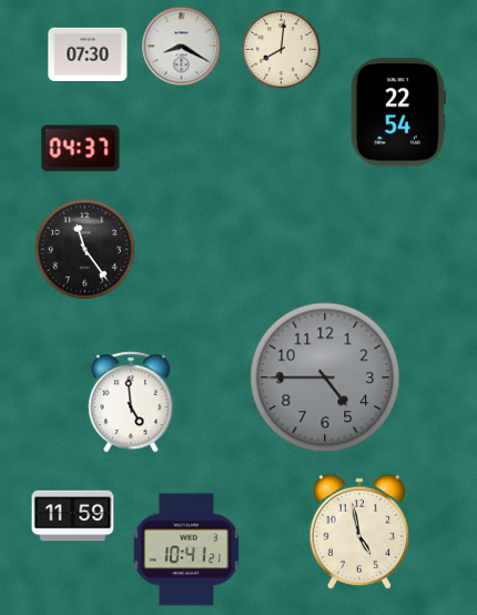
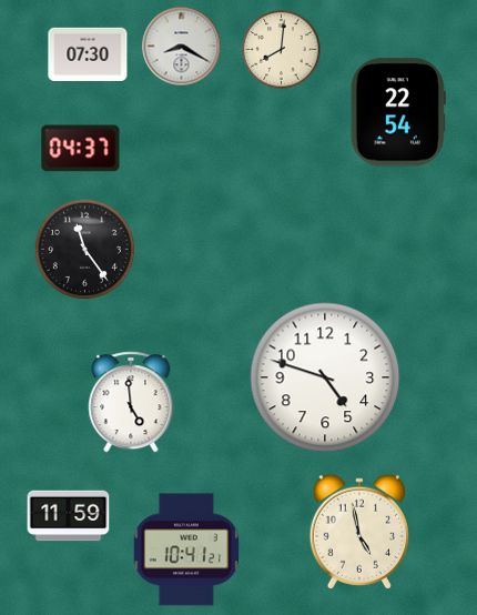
clock at (325, 377): 4:45 -> 4:48
clock at (325, 377) dial: grey -> white
clock at (73, 516) position: (73, 516) -> (69, 516)
